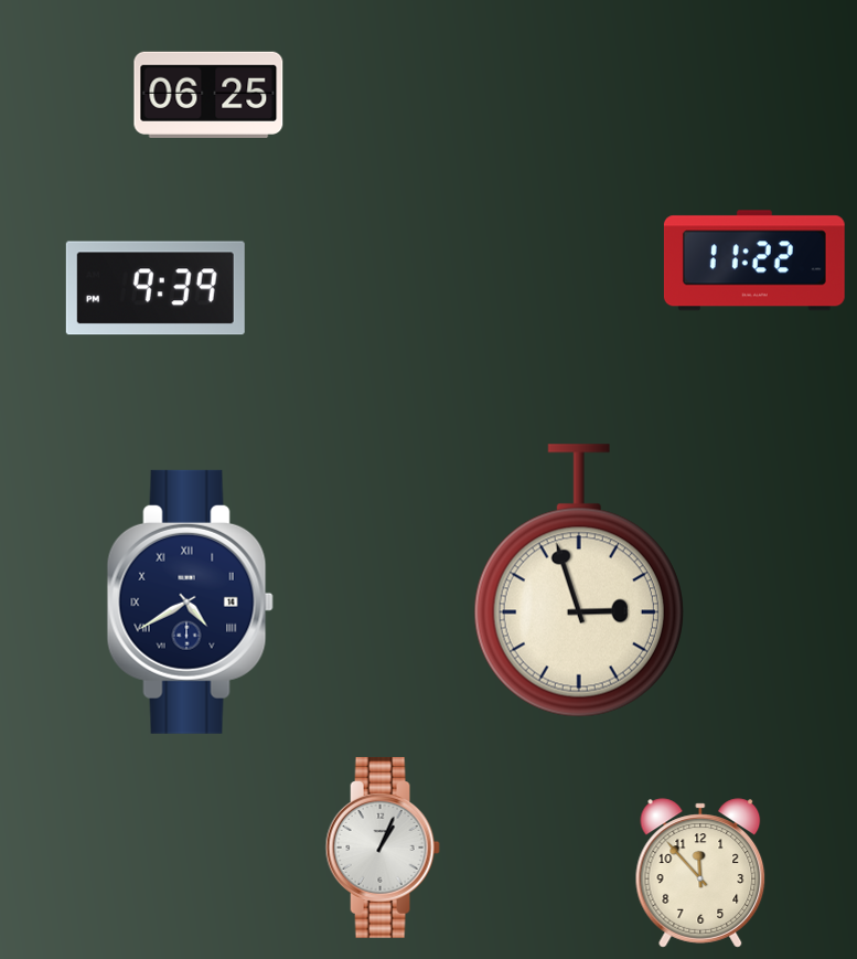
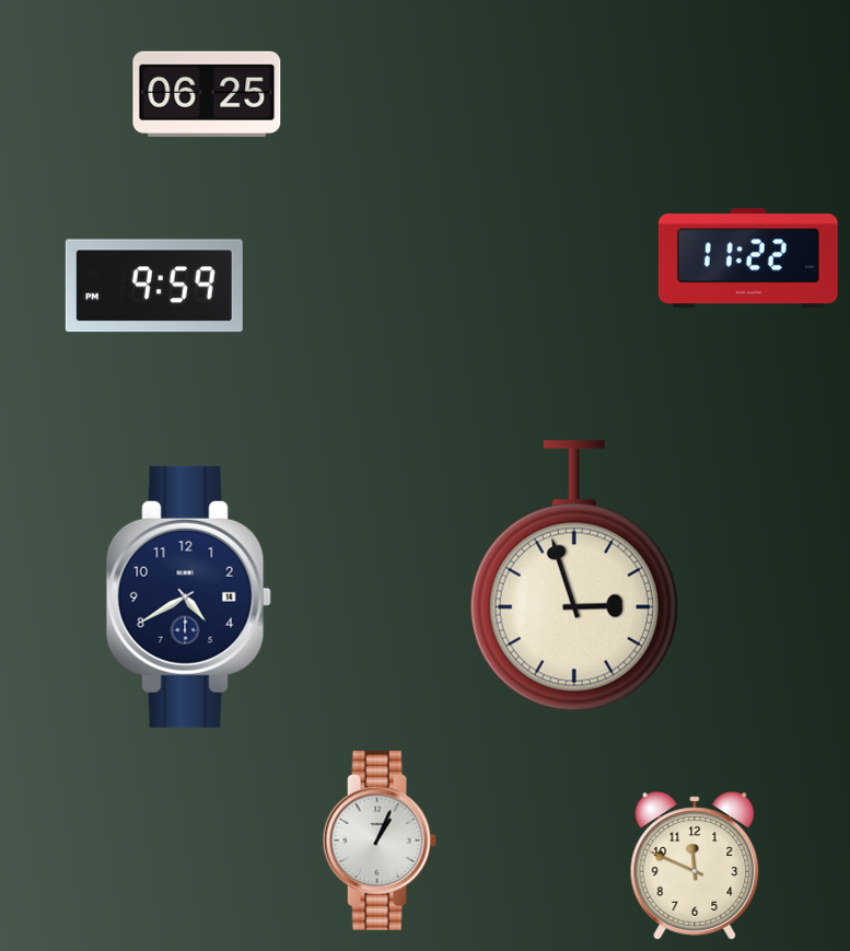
clock at (156, 288): 9:39 -> 9:59
clock at (190, 601) numerals: Roman -> Arabic
clock at (700, 873): 11:53 -> 11:49
